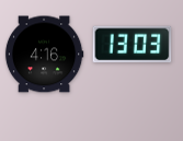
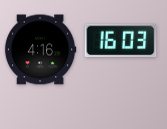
clock at (133, 45): 13:03 -> 16:03
